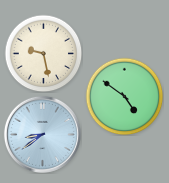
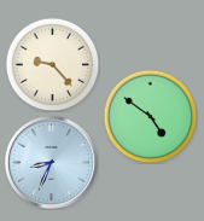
clock at (43, 53): 9:28 -> 9:23
clock at (42, 134): 8:39 -> 8:34
